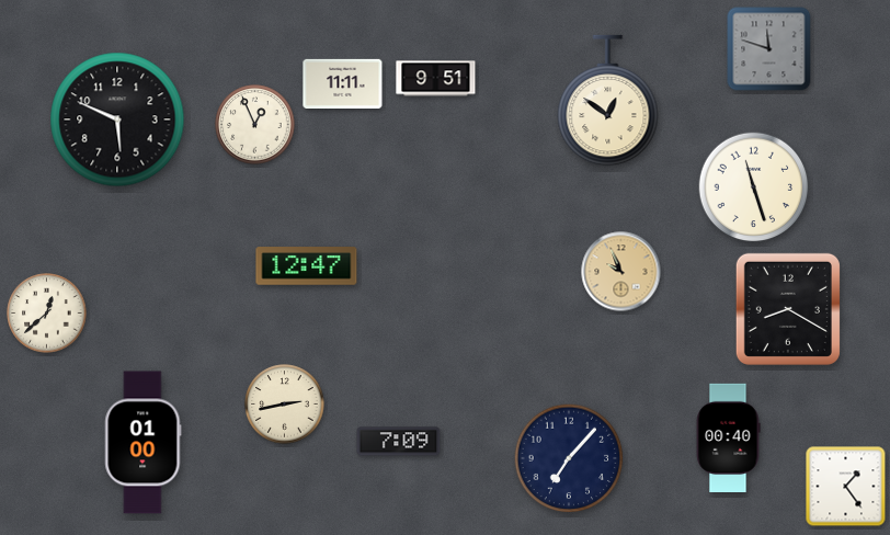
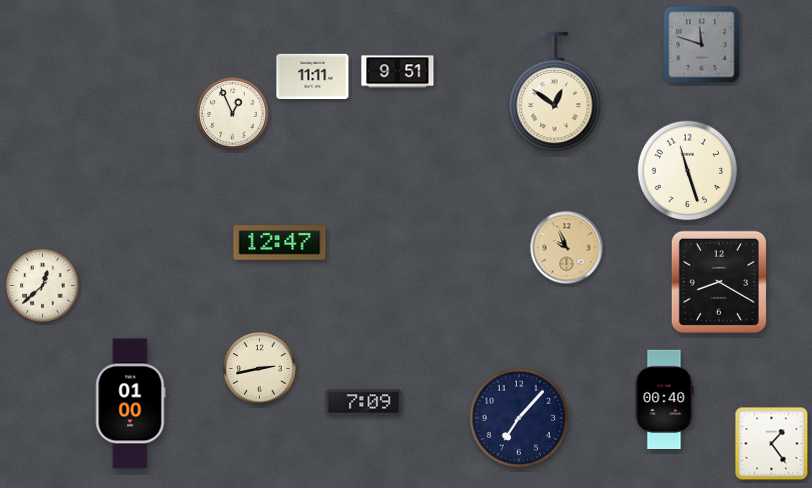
clock at (117, 119): 5:49 -> none
